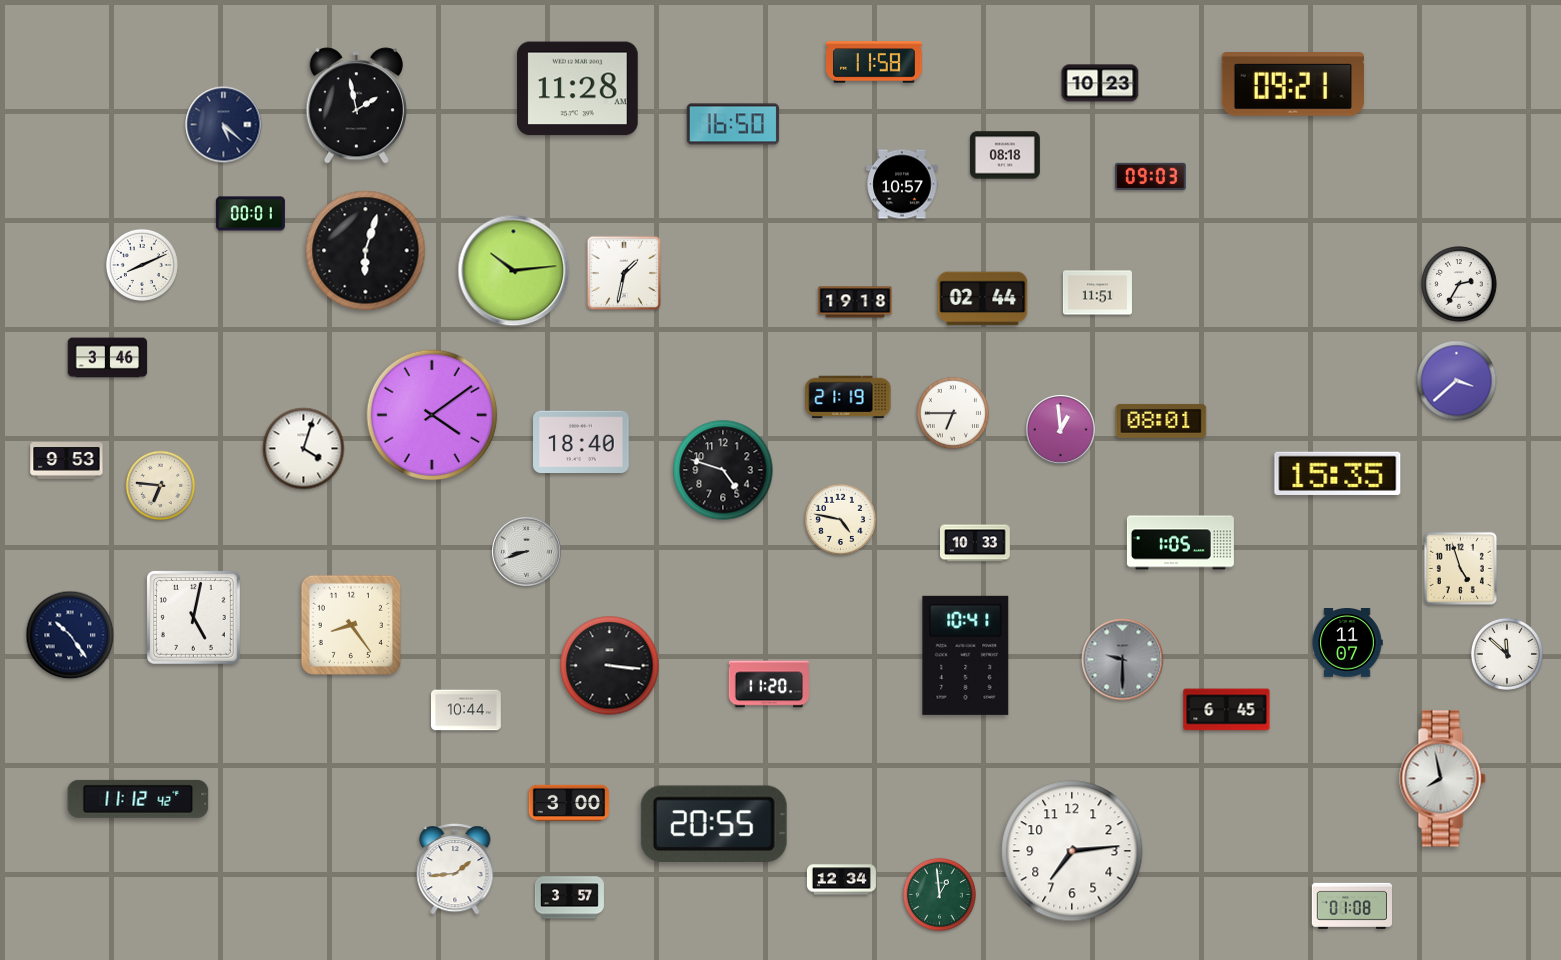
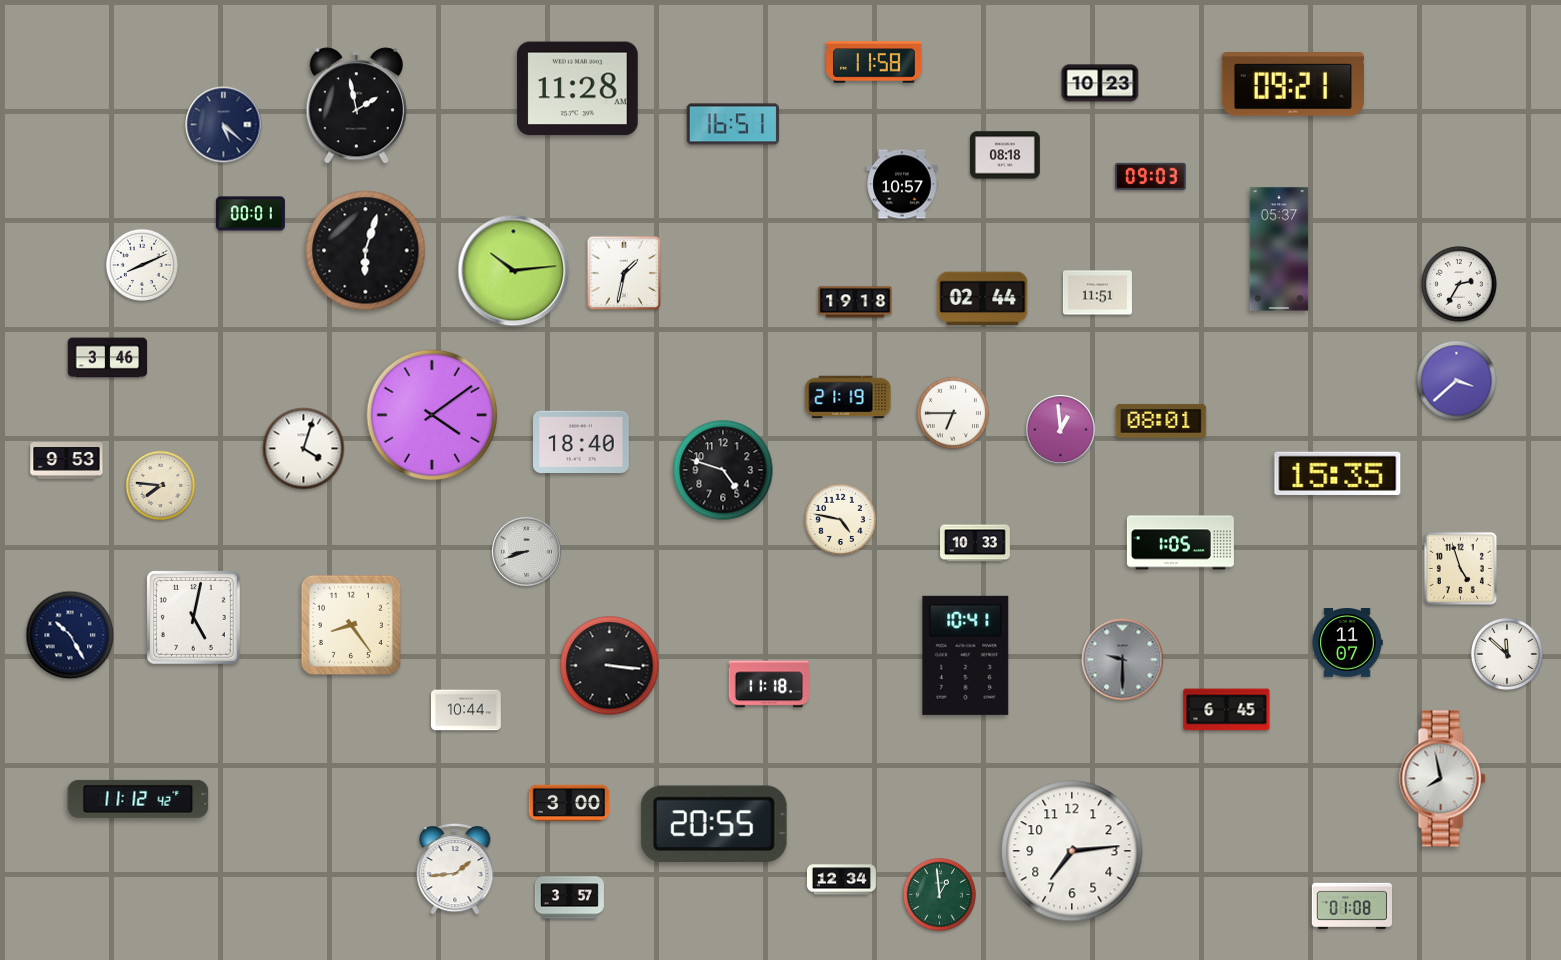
clock at (733, 124): 16:50 -> 16:51
clock at (1279, 249): none -> 05:37
clock at (161, 486): 6:46 -> 7:46
clock at (70, 635): 10:24 -> 10:25
clock at (769, 684): 11:20 -> 11:18
